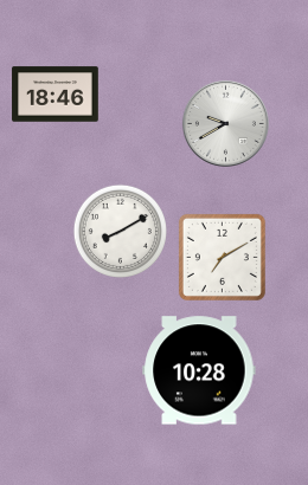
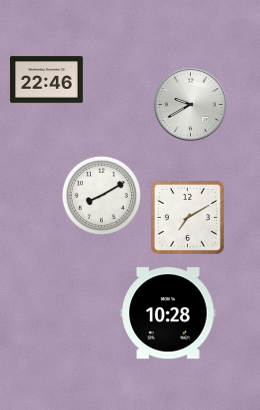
clock at (56, 95): 18:46 -> 22:46
